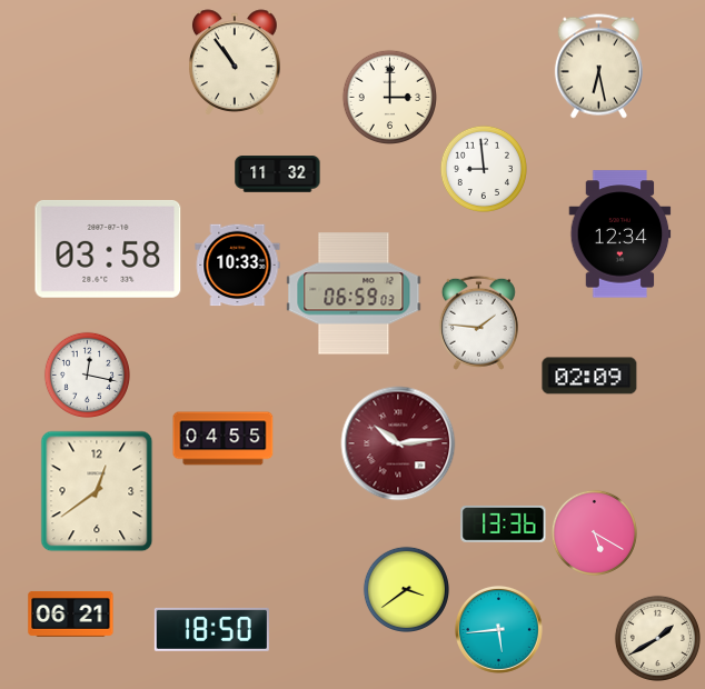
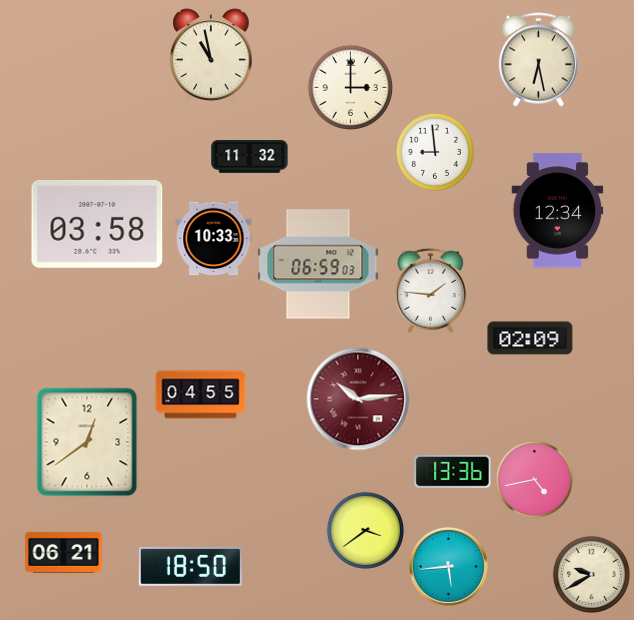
clock at (235, 62): 10:54 -> 10:58
clock at (87, 375): 12:17 -> none
clock at (594, 532): 5:20 -> 4:43
clock at (657, 638): 1:40 -> 9:40
